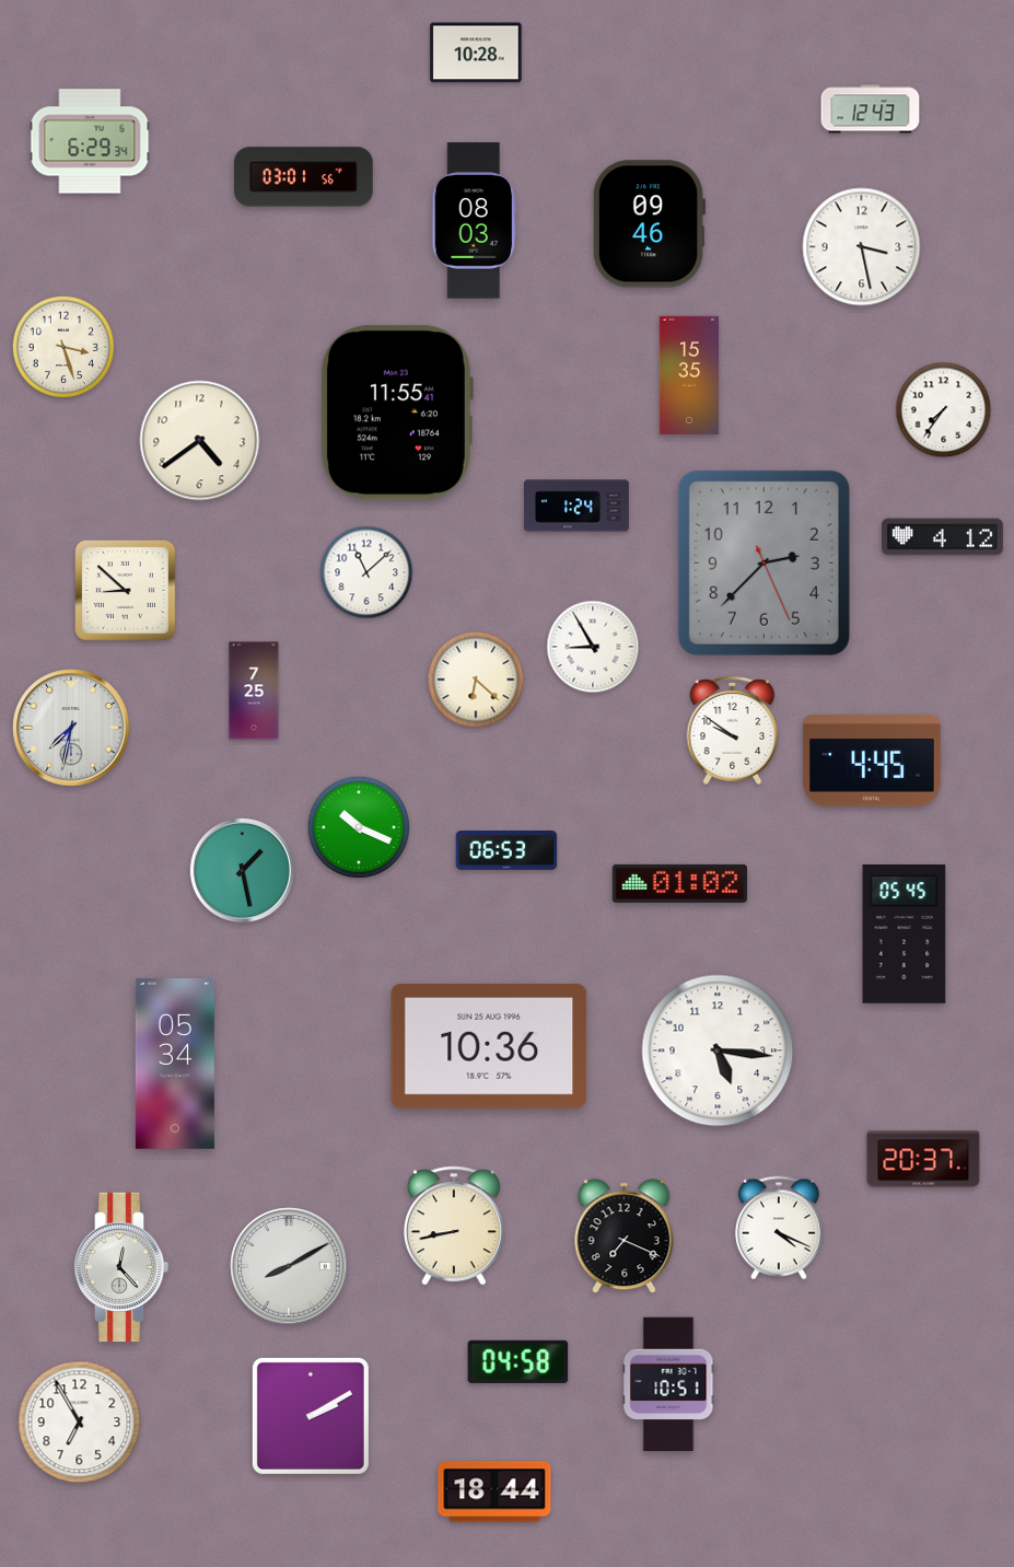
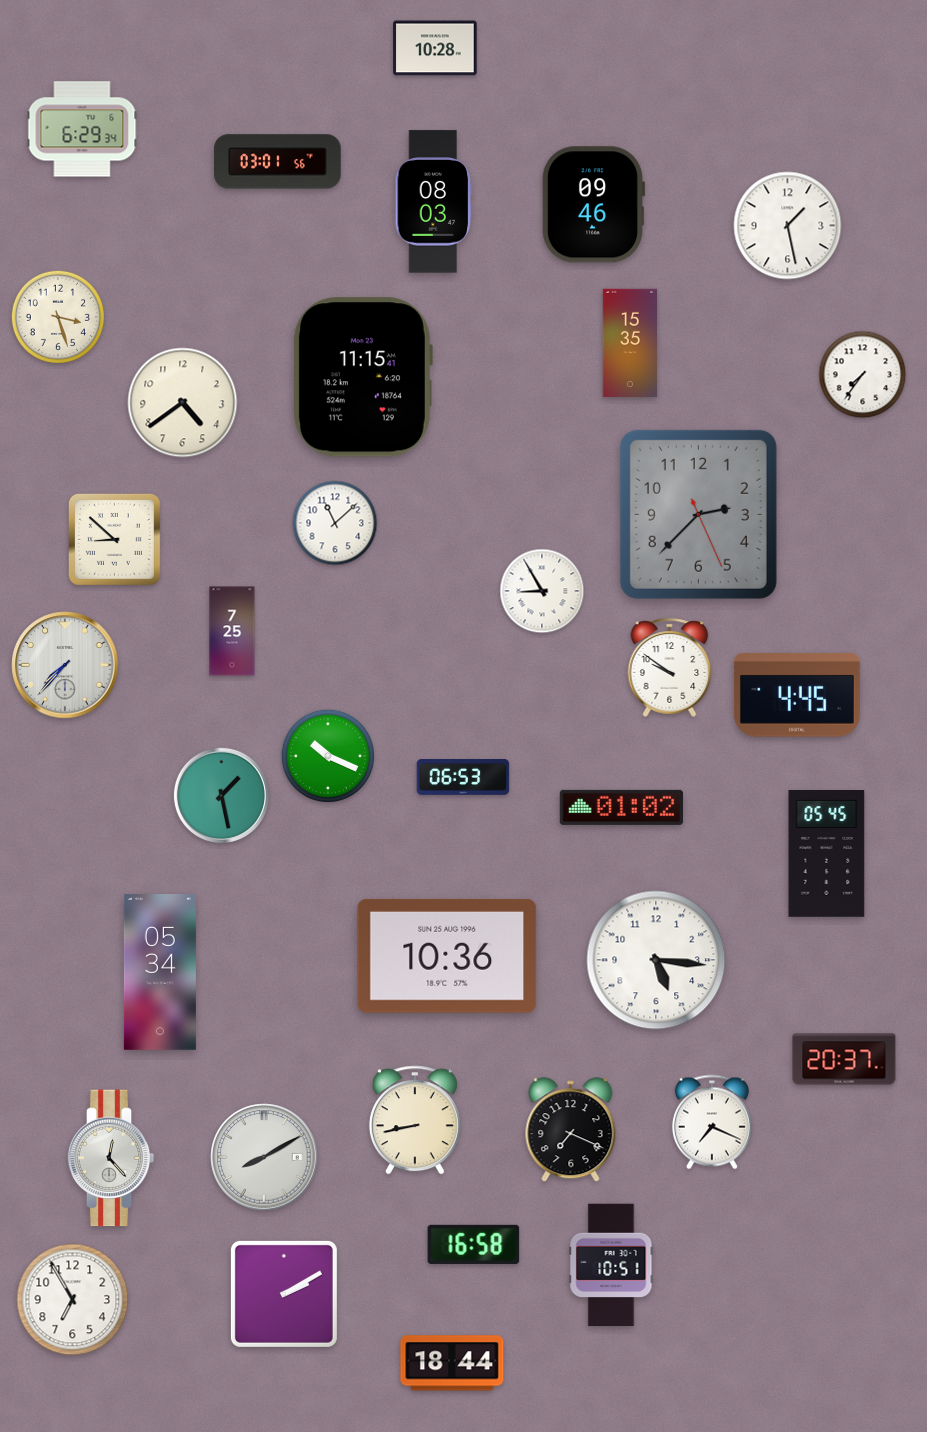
clock at (871, 109): 12:43 -> none
clock at (862, 247): 3:28 -> 1:28
clock at (396, 413): 11:55 -> 11:15
clock at (576, 506): 1:24 -> none
clock at (942, 537): 4:12 -> none
clock at (476, 680): 6:22 -> none
clock at (71, 728): 7:32 -> 7:37
clock at (779, 1228): 4:19 -> 7:19
clock at (518, 1361): 04:58 -> 16:58
